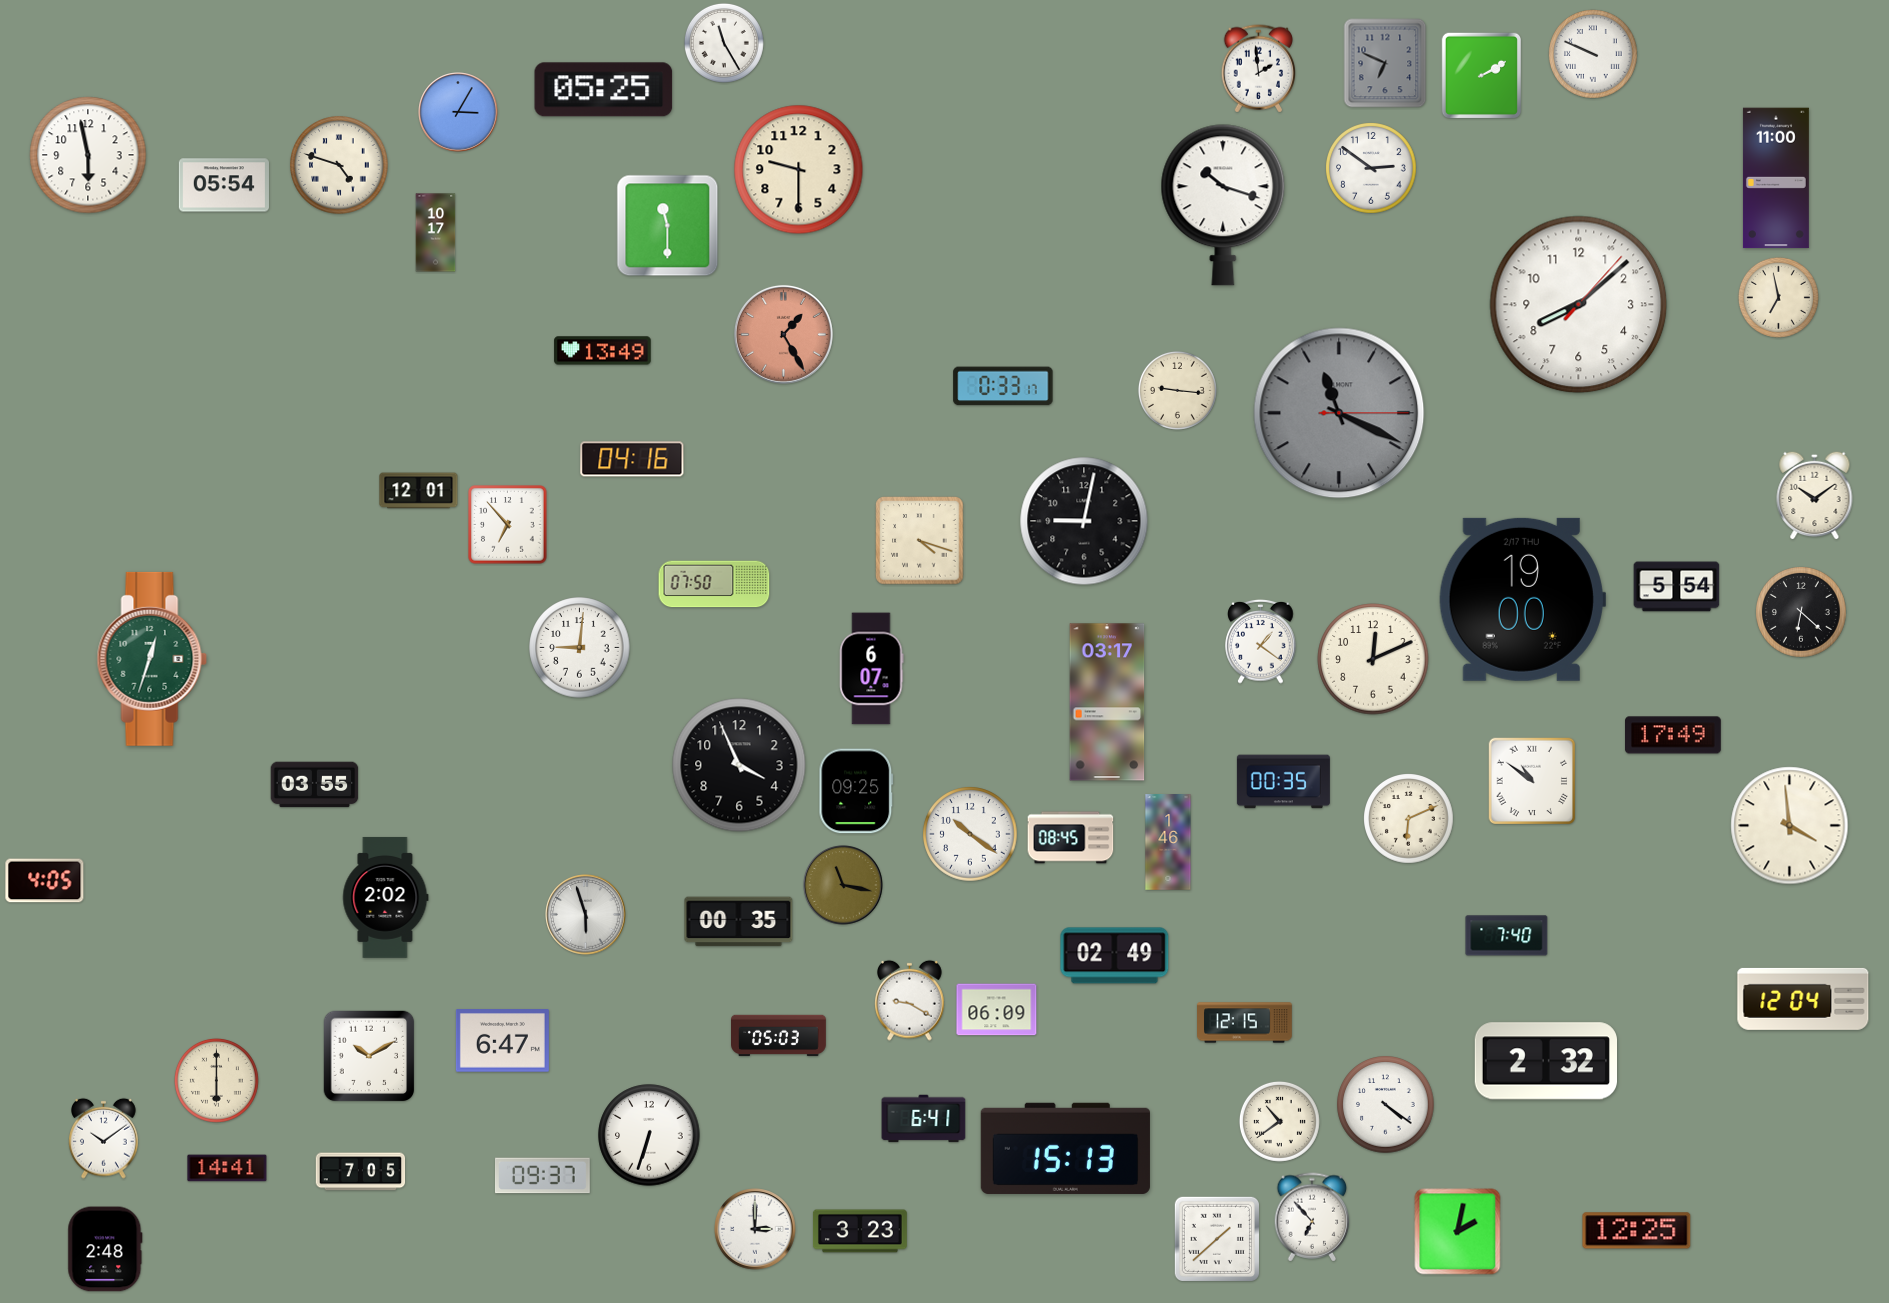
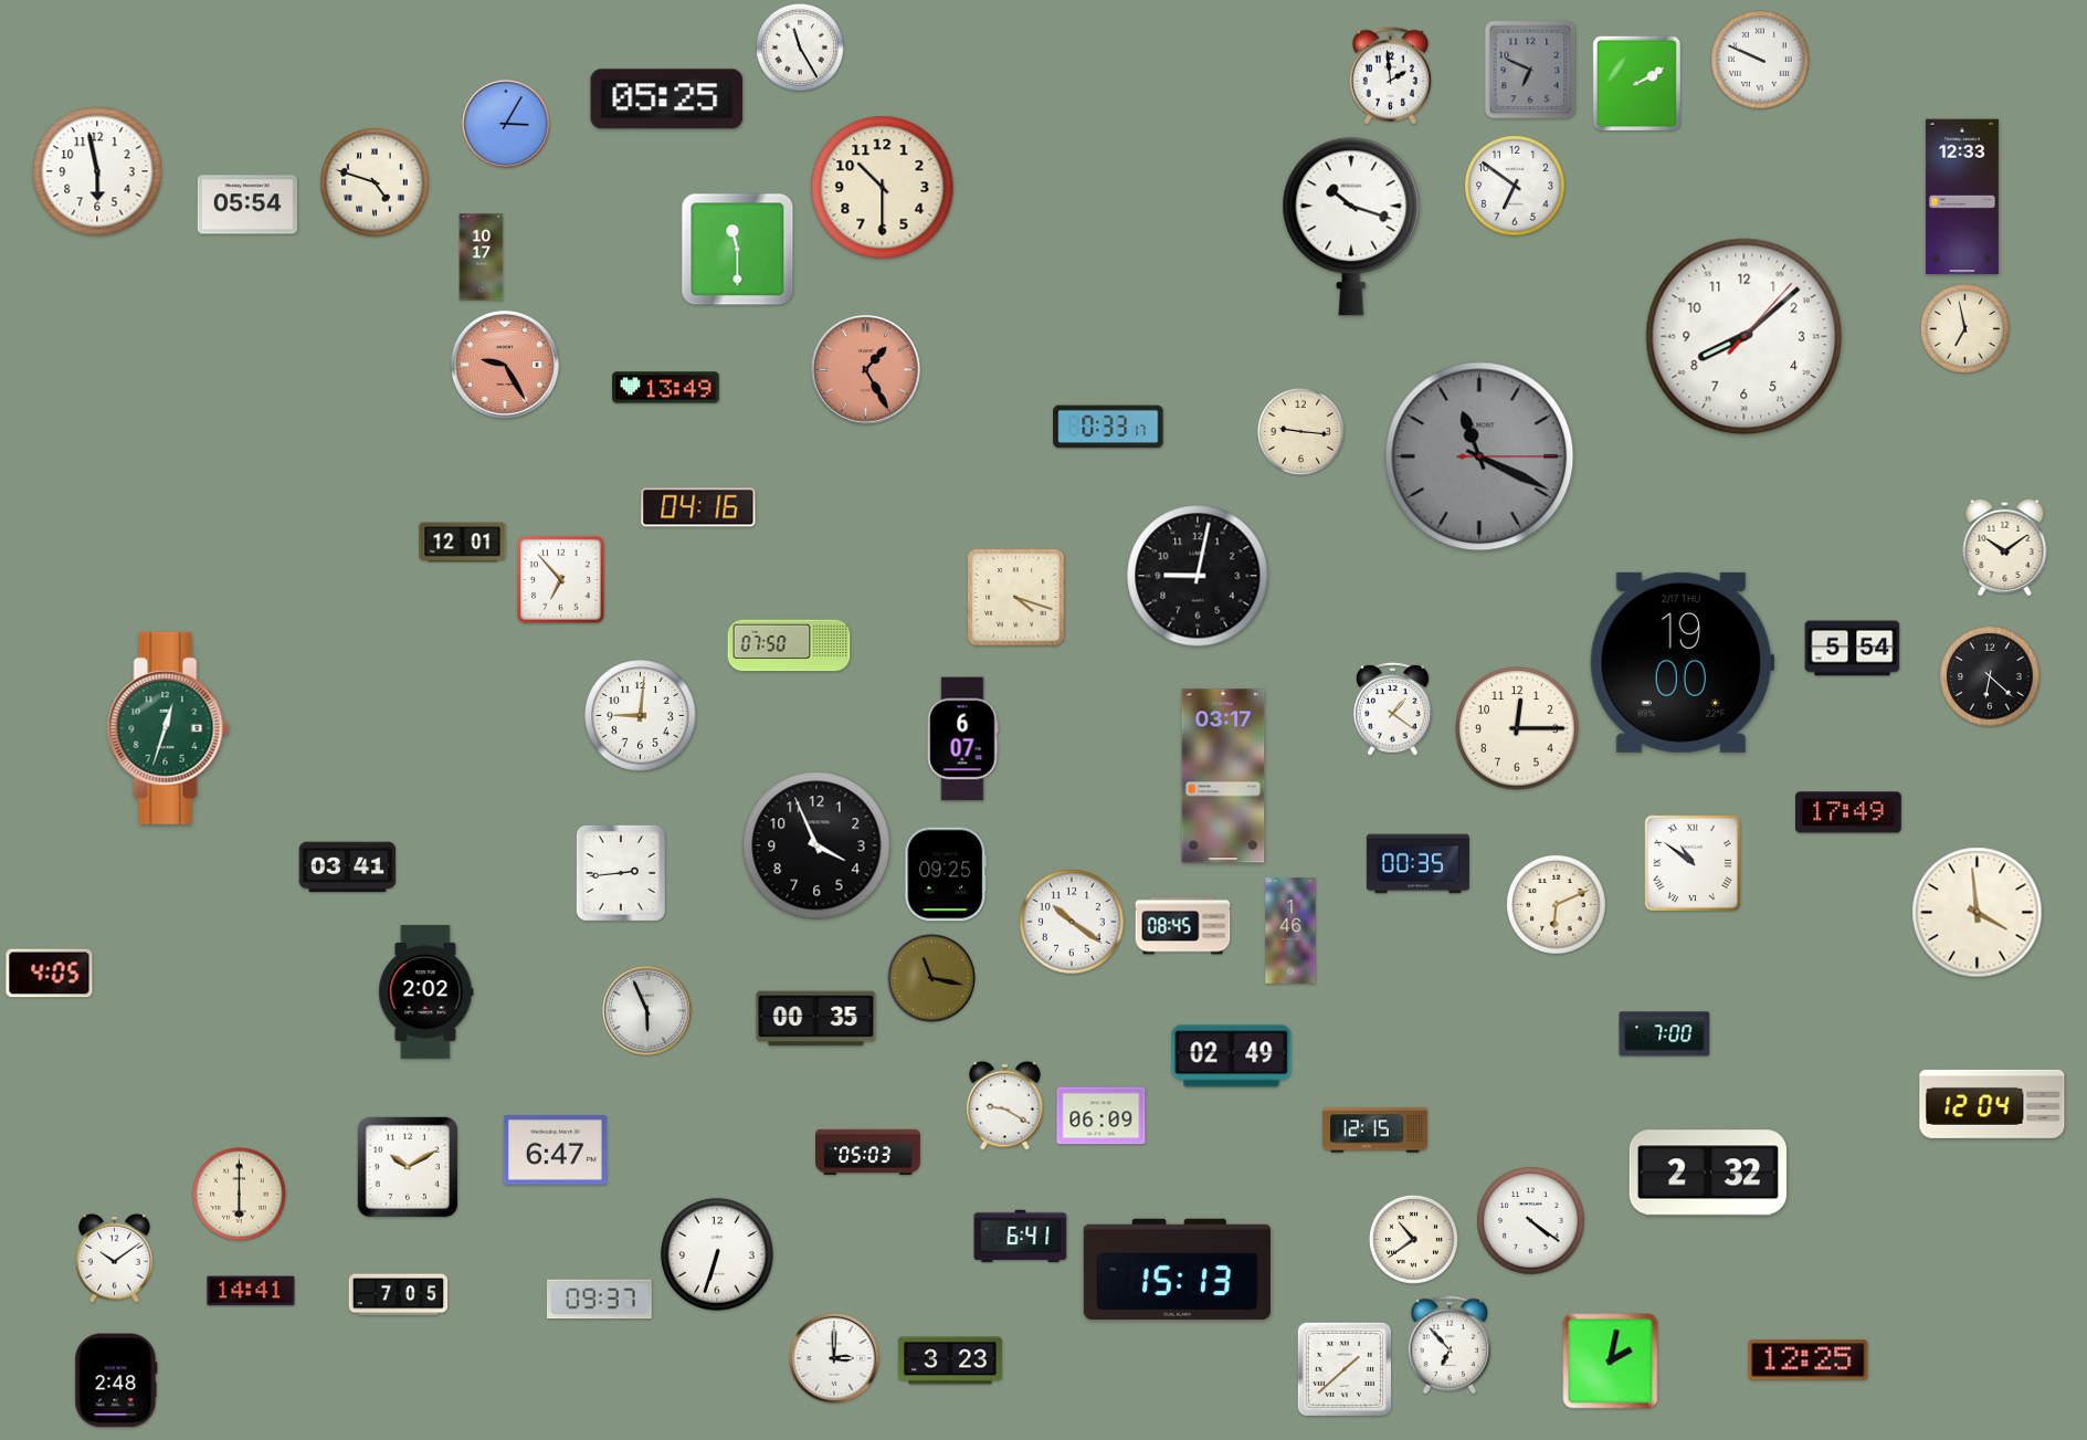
clock at (1372, 169): 2:51 -> 6:51
clock at (799, 170): 9:30 -> 10:30
clock at (1776, 178): 11:00 -> 12:33
clock at (505, 365): none -> 9:25
clock at (1373, 659): 12:11 -> 12:15
clock at (315, 785): 03:55 -> 03:41
clock at (621, 873): none -> 2:44
clock at (586, 915): 5:57 -> 5:56
clock at (1507, 936): 7:40 -> 7:00
clock at (779, 1036) position: (779, 1036) -> (868, 1153)
